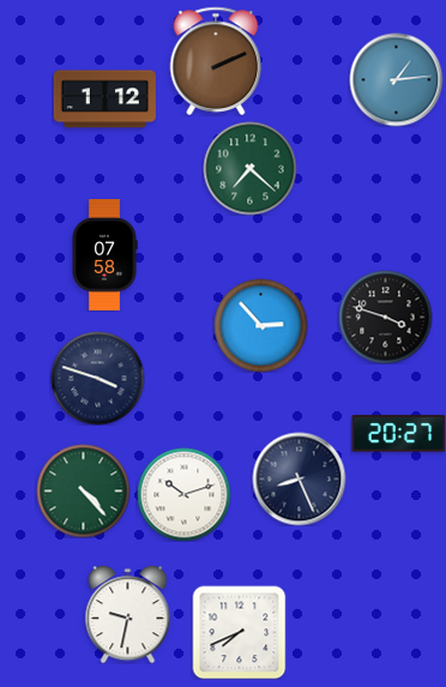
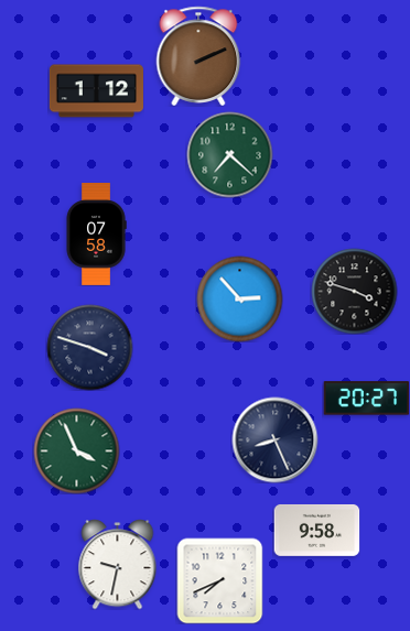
clock at (396, 79): 1:14 -> none
clock at (83, 490): 4:23 -> 3:56
clock at (183, 494): 10:12 -> none
clock at (316, 530): none -> 9:58
